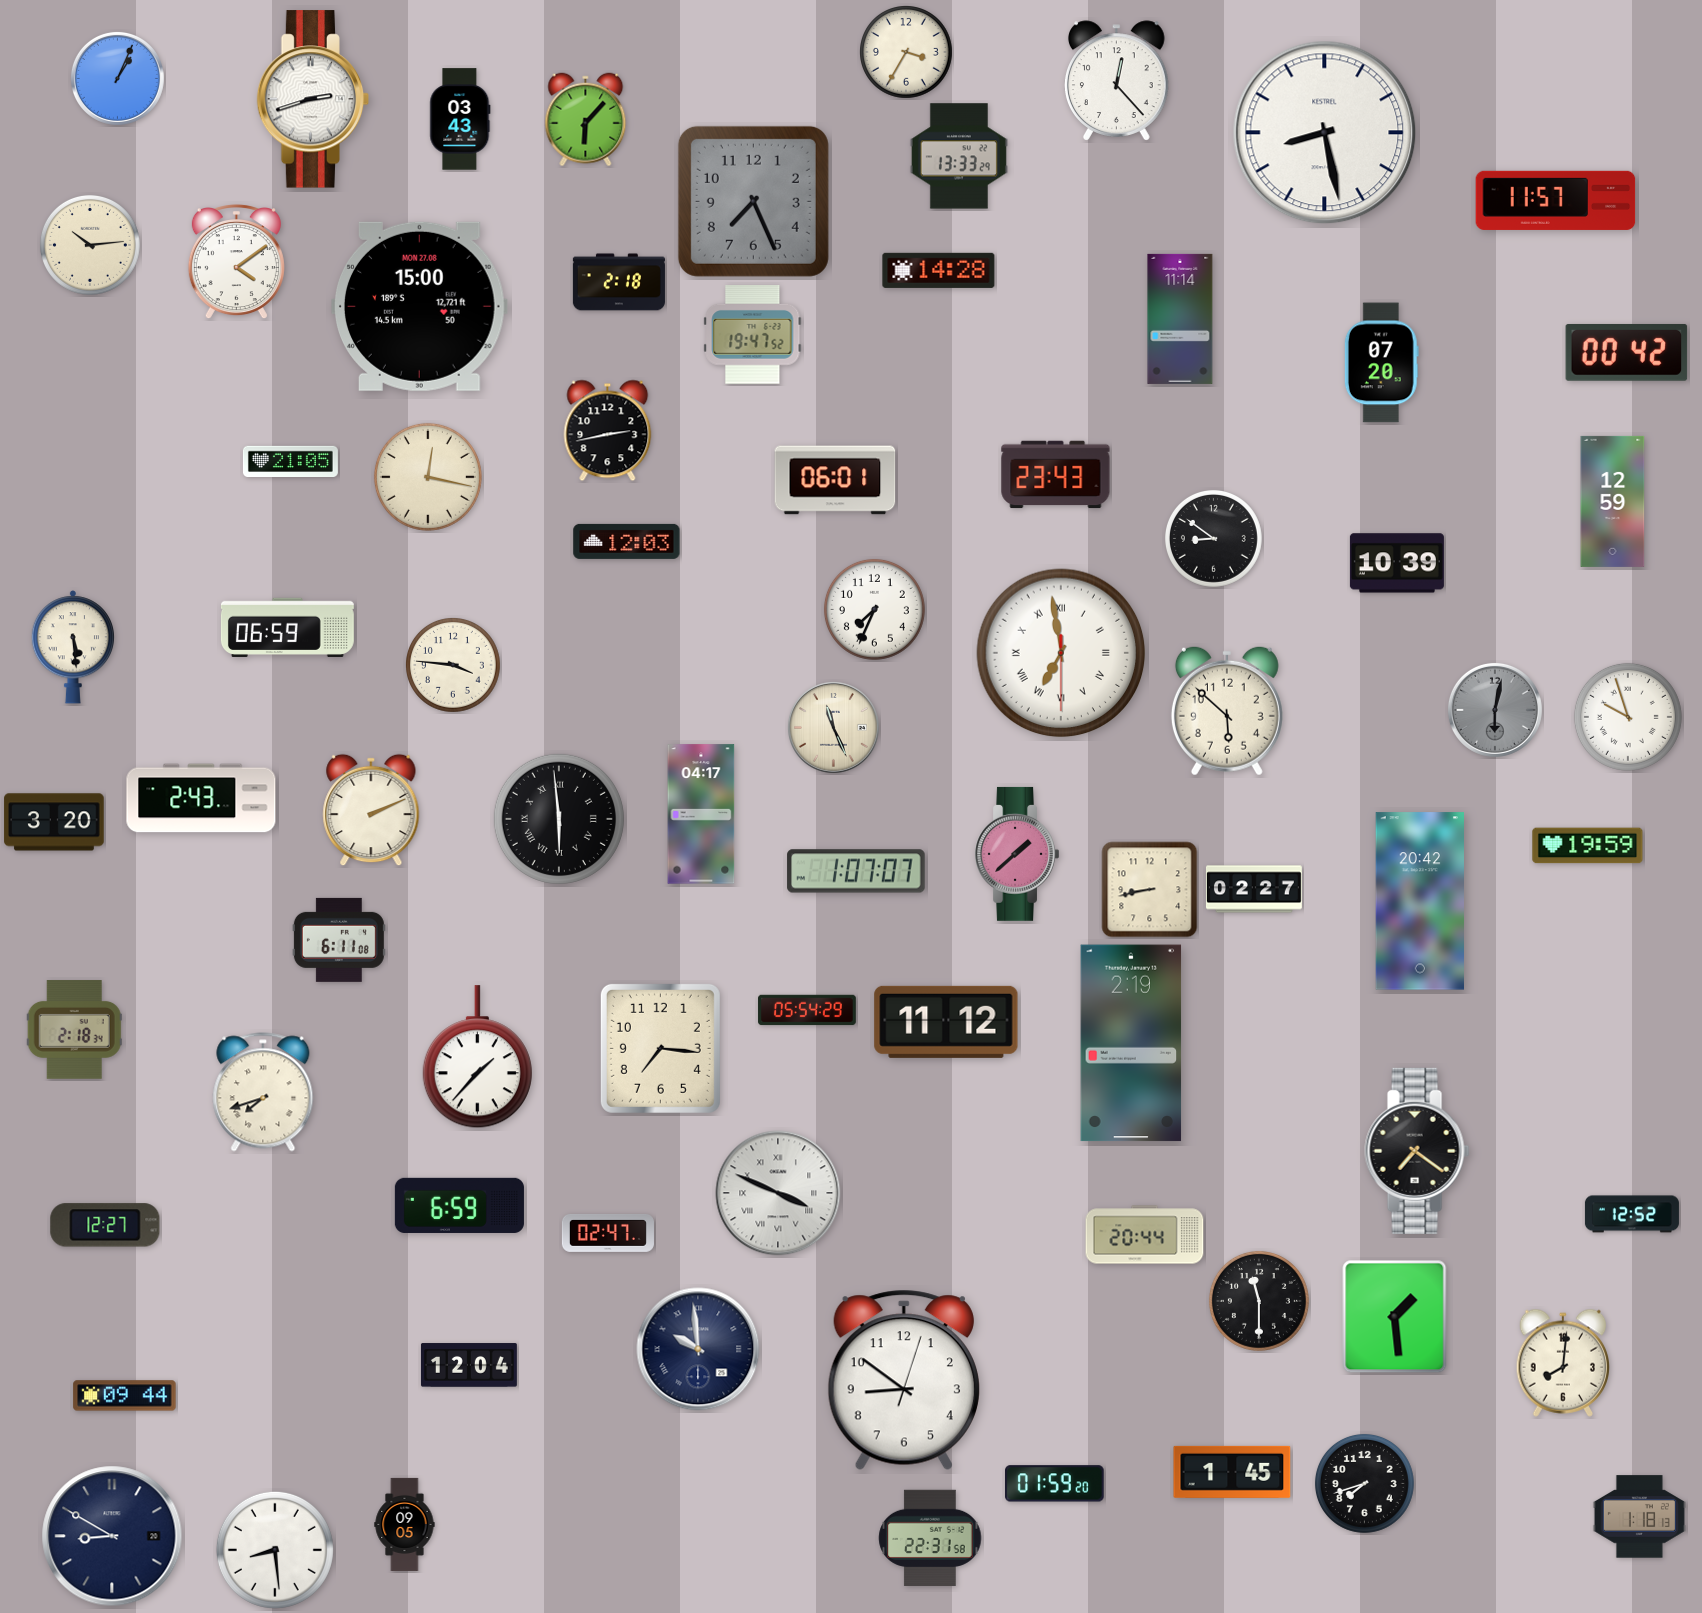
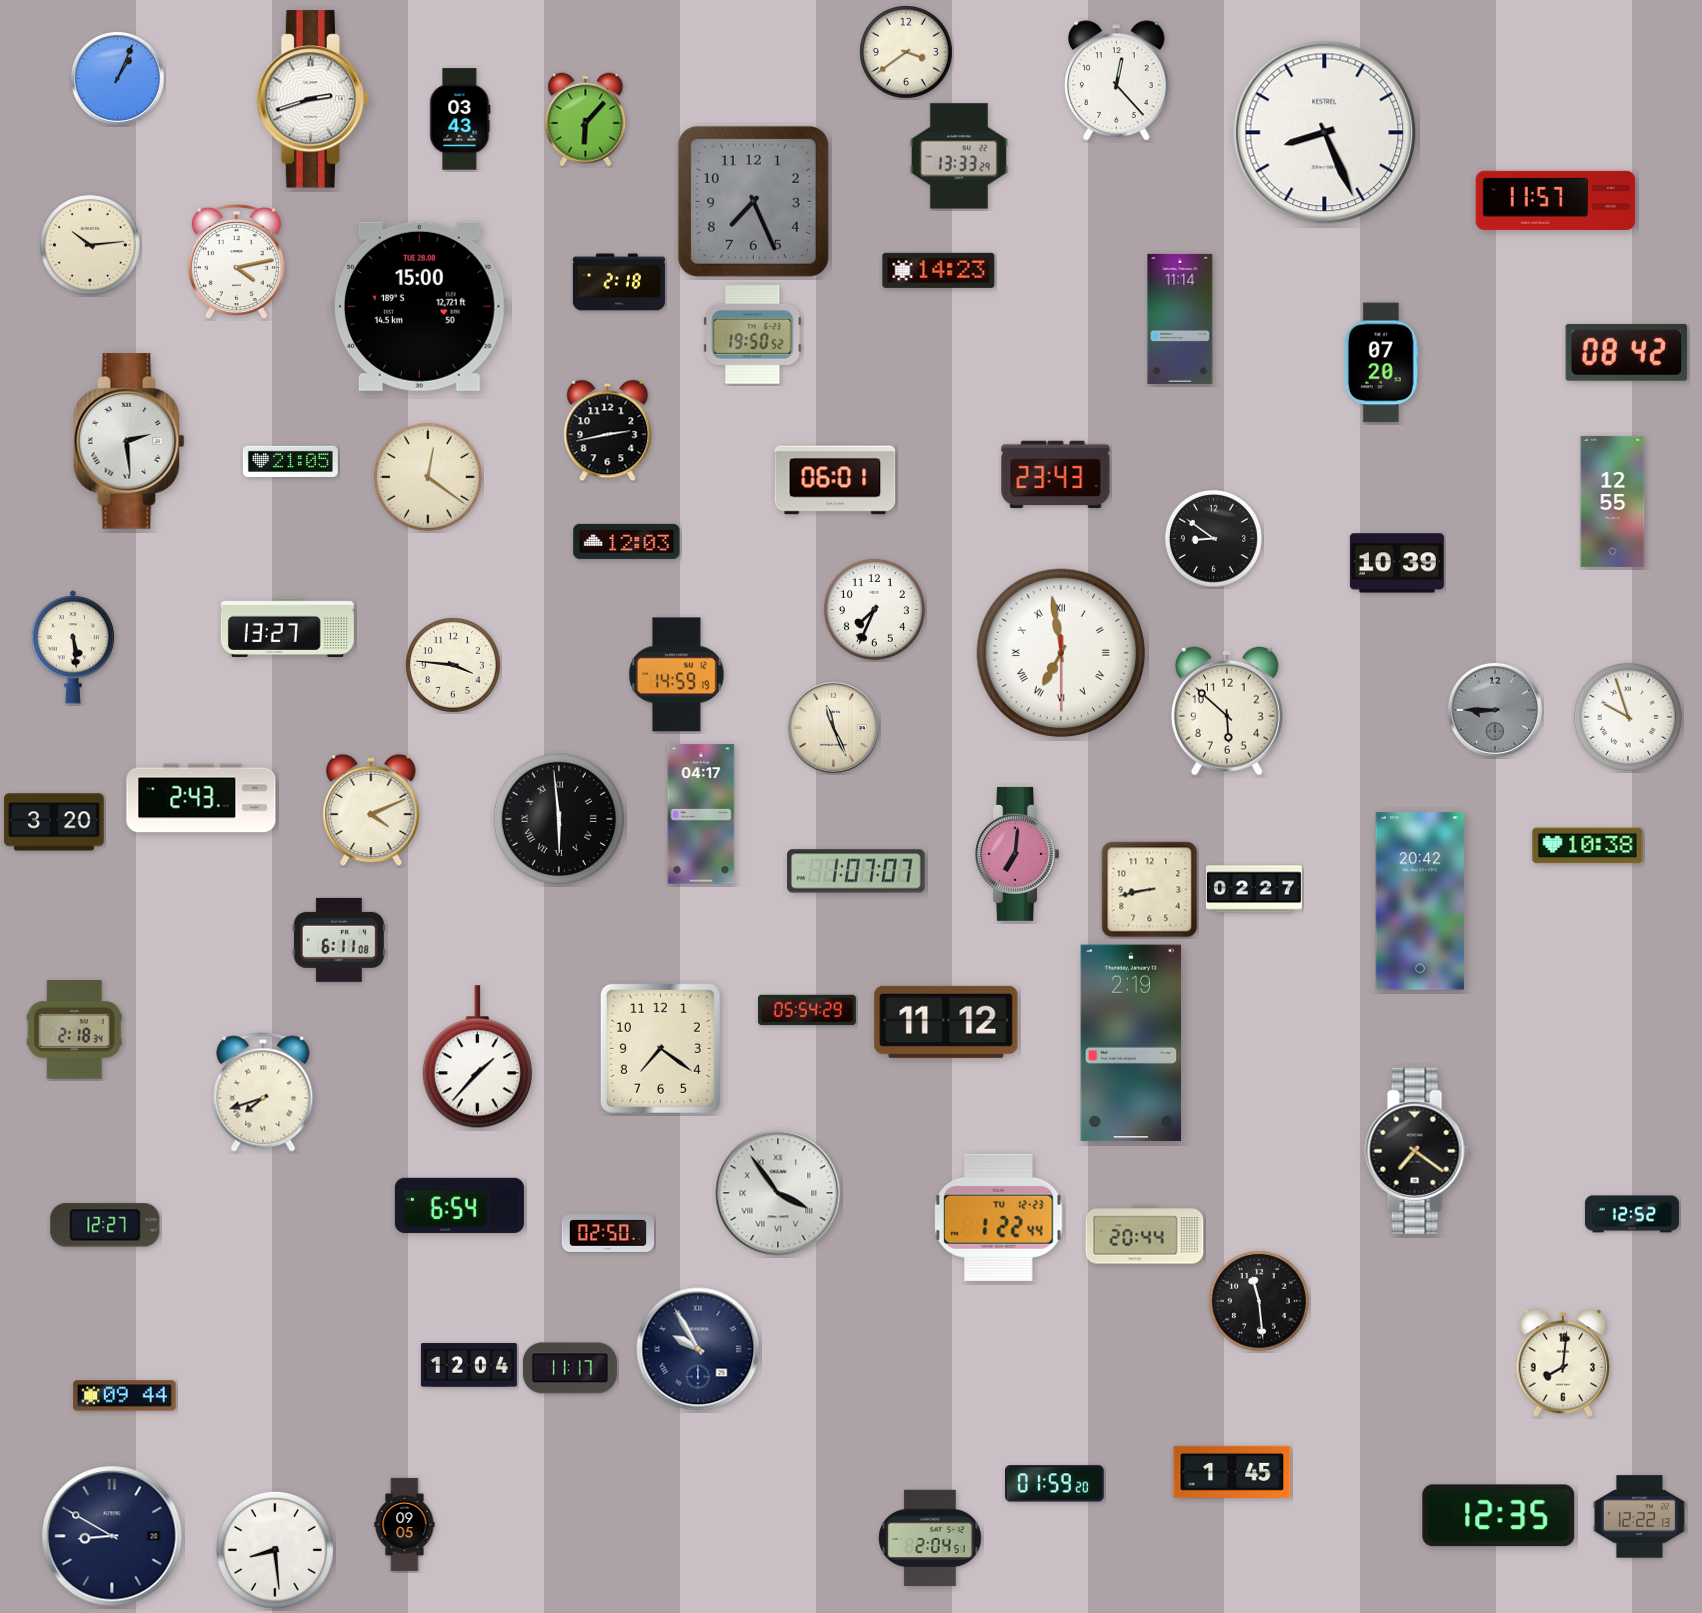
clock at (907, 53): 3:35 -> 3:39
clock at (1325, 133): 8:28 -> 8:26
clock at (236, 263): 4:09 -> 4:13
clock at (939, 270): 14:28 -> 14:23
clock at (420, 306) date: MON 27.08 -> TUE 28.08
clock at (753, 335): 19:47 -> 19:50
clock at (1627, 352): 00:42 -> 08:42
clock at (129, 441): none -> 2:29
clock at (428, 477): 12:17 -> 12:21
clock at (1613, 501): 12:59 -> 12:55
clock at (287, 627): 06:59 -> 13:27
clock at (677, 675): none -> 14:59
clock at (1495, 710): 6:02 -> 8:45
clock at (371, 810): 2:11 -> 4:11
clock at (1588, 846): 19:59 -> 10:38
clock at (1017, 854): 1:38 -> 7:01
clock at (660, 1048): 7:16 -> 7:21
clock at (778, 1193): 3:49 -> 3:54
clock at (459, 1205): 6:59 -> 6:54
clock at (999, 1217): none -> 1:22
clock at (608, 1233): 02:47 -> 02:50
clock at (1259, 1301): 11:30 -> 11:29
clock at (1395, 1317): 1:29 -> none
clock at (698, 1349): 9:59 -> 9:55
clock at (570, 1368): none -> 11:17
clock at (904, 1380): 8:51 -> none
clock at (1364, 1483): 7:42 -> none
clock at (1499, 1516): none -> 12:35
clock at (1639, 1517): 1:18 -> 12:22
clock at (930, 1537): 22:31 -> 2:04
